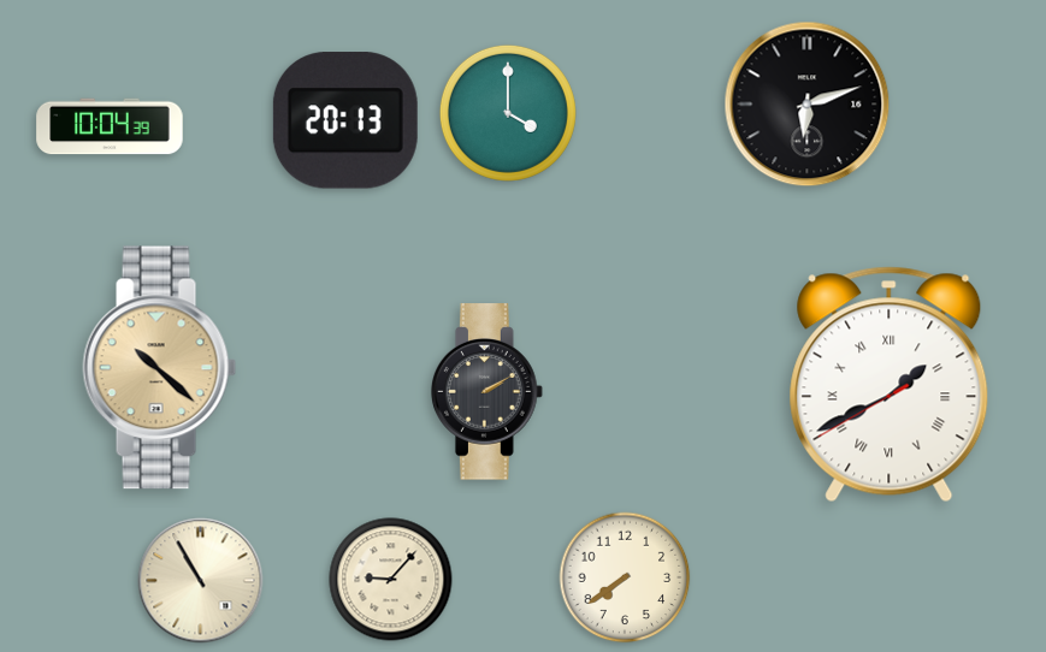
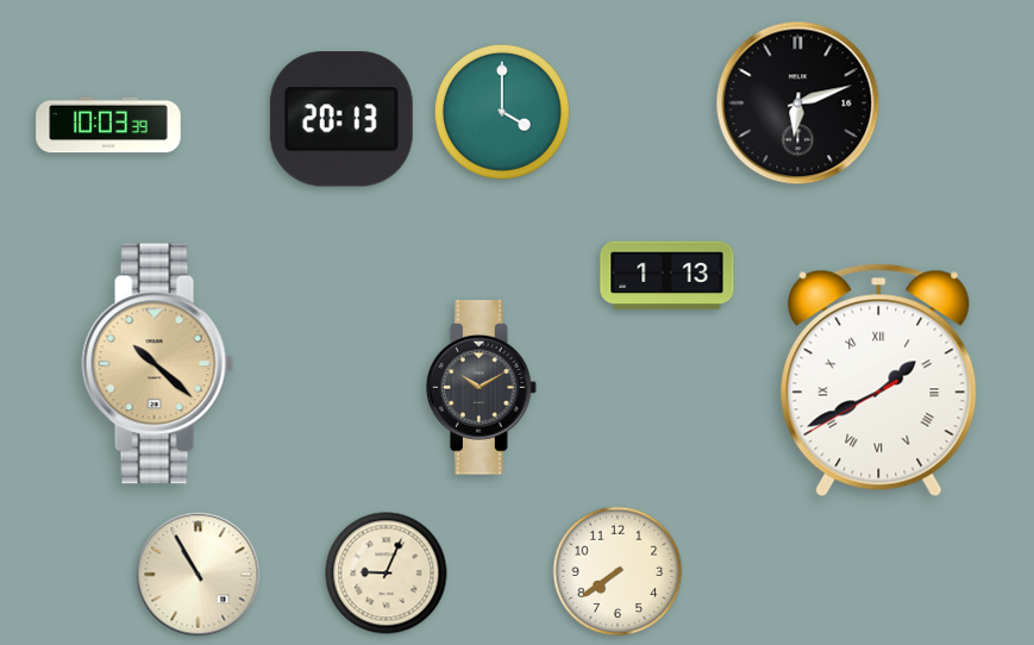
clock at (110, 126): 10:04 -> 10:03
clock at (668, 276): none -> 1:13
clock at (487, 392): 2:10 -> 10:10
clock at (391, 580): 9:07 -> 9:04
